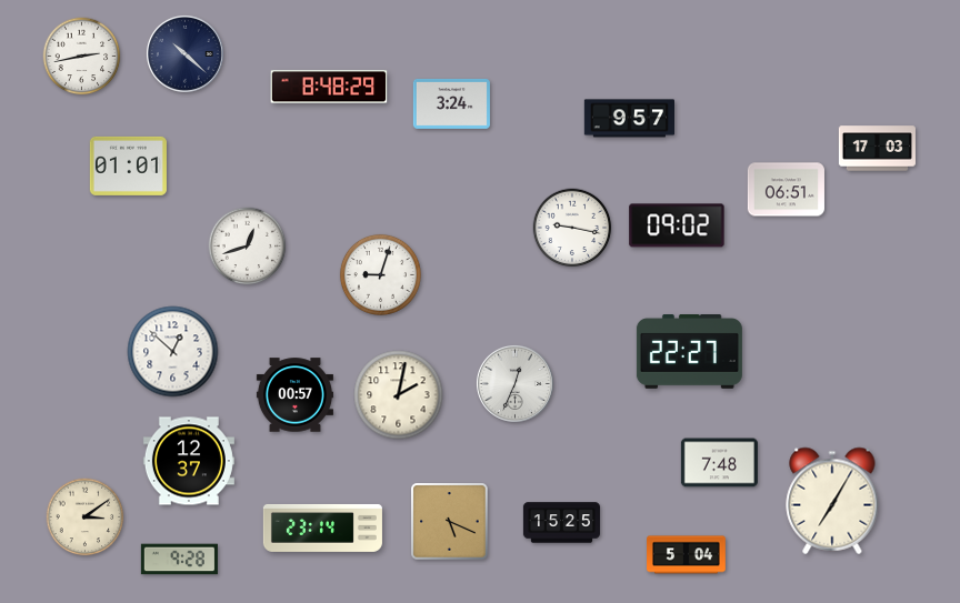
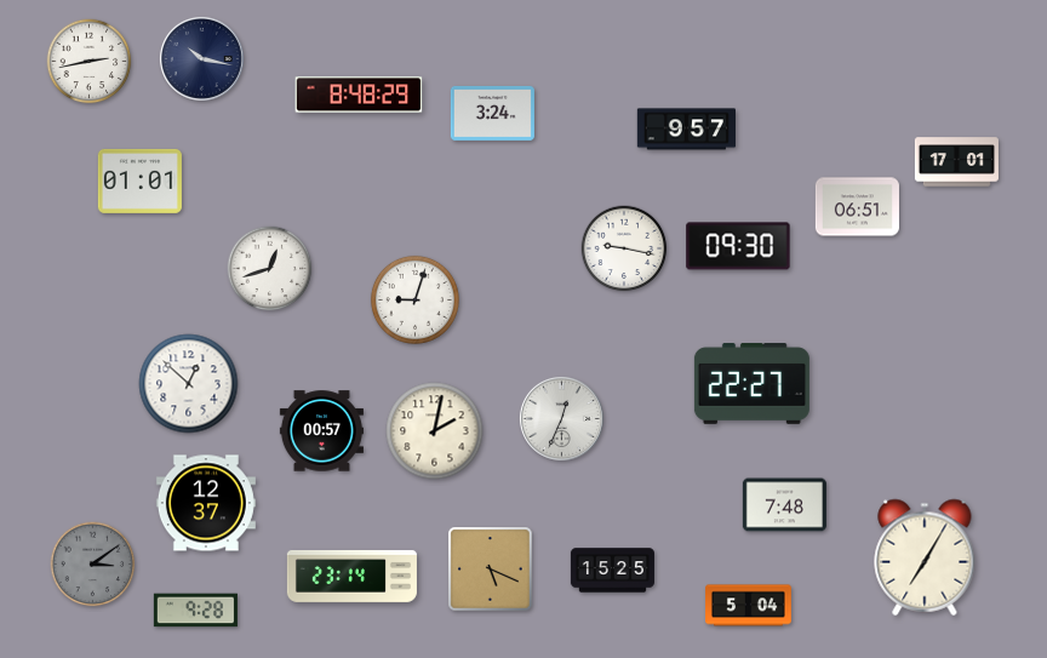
clock at (184, 53): 10:22 -> 10:17
clock at (877, 149): 17:03 -> 17:01
clock at (677, 225): 09:02 -> 09:30
clock at (832, 501) position: (832, 501) -> (925, 557)
clock at (86, 517) dial: cream -> grey
